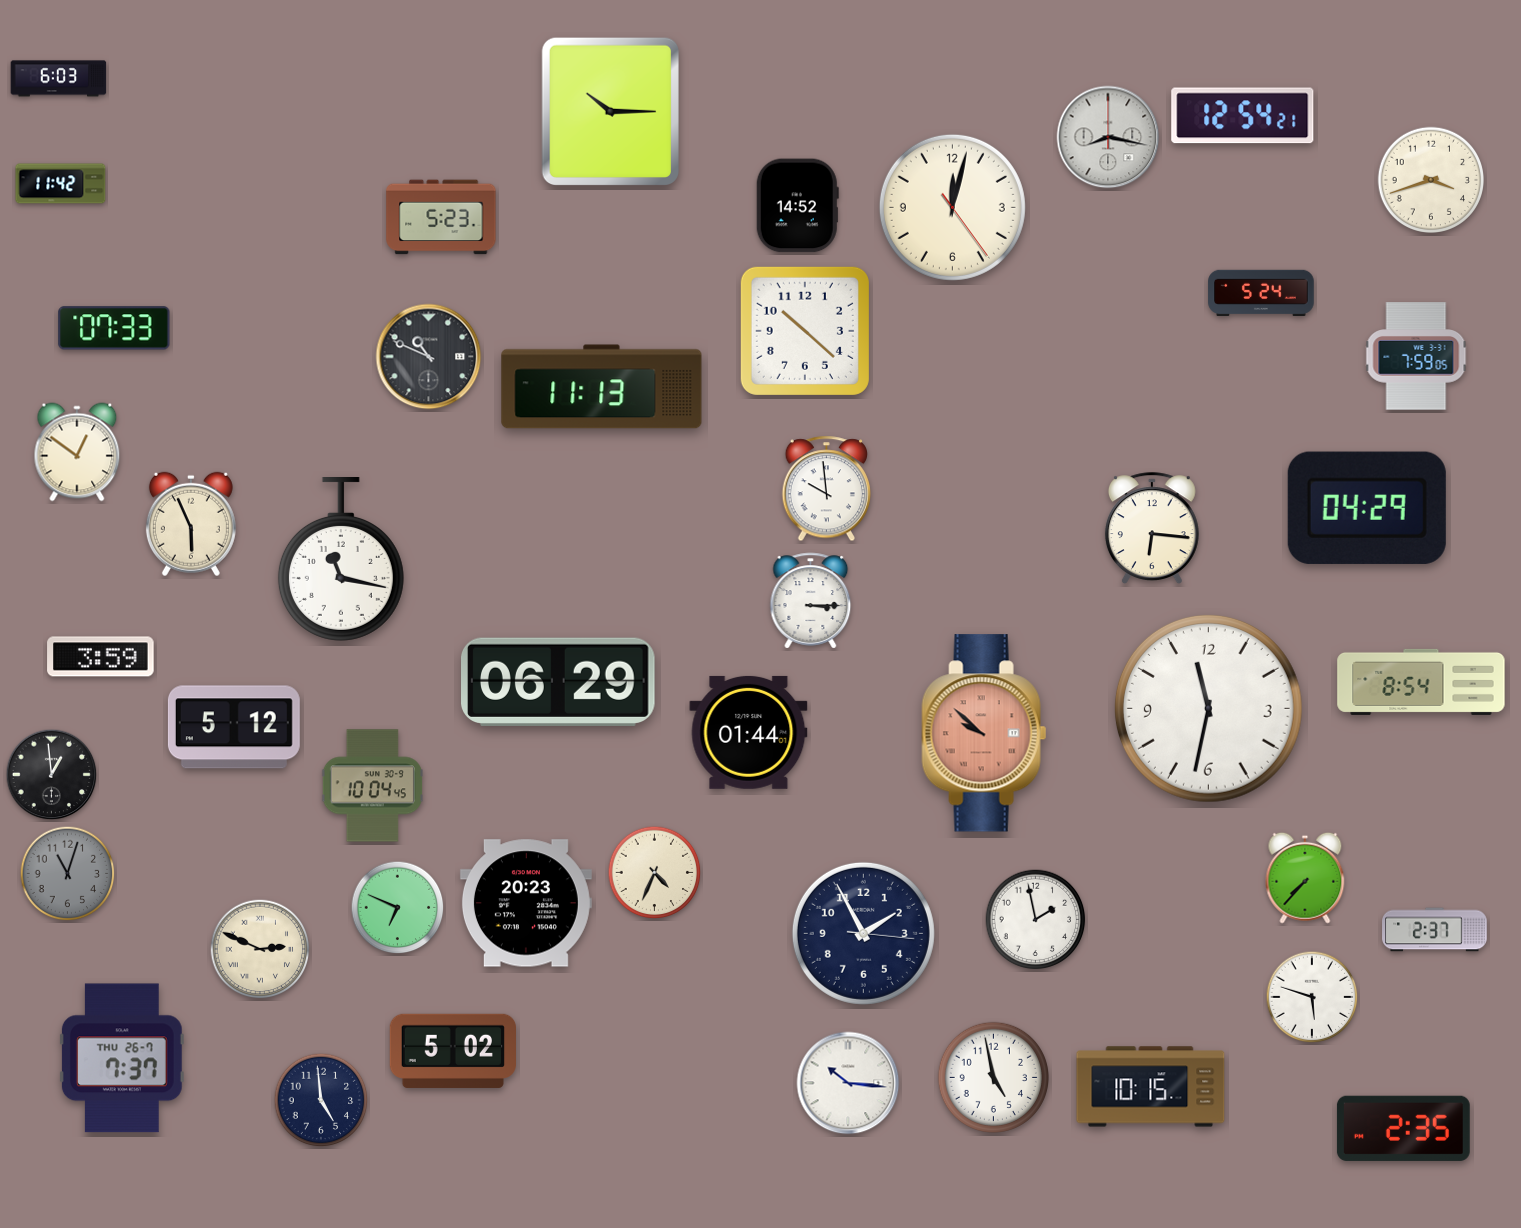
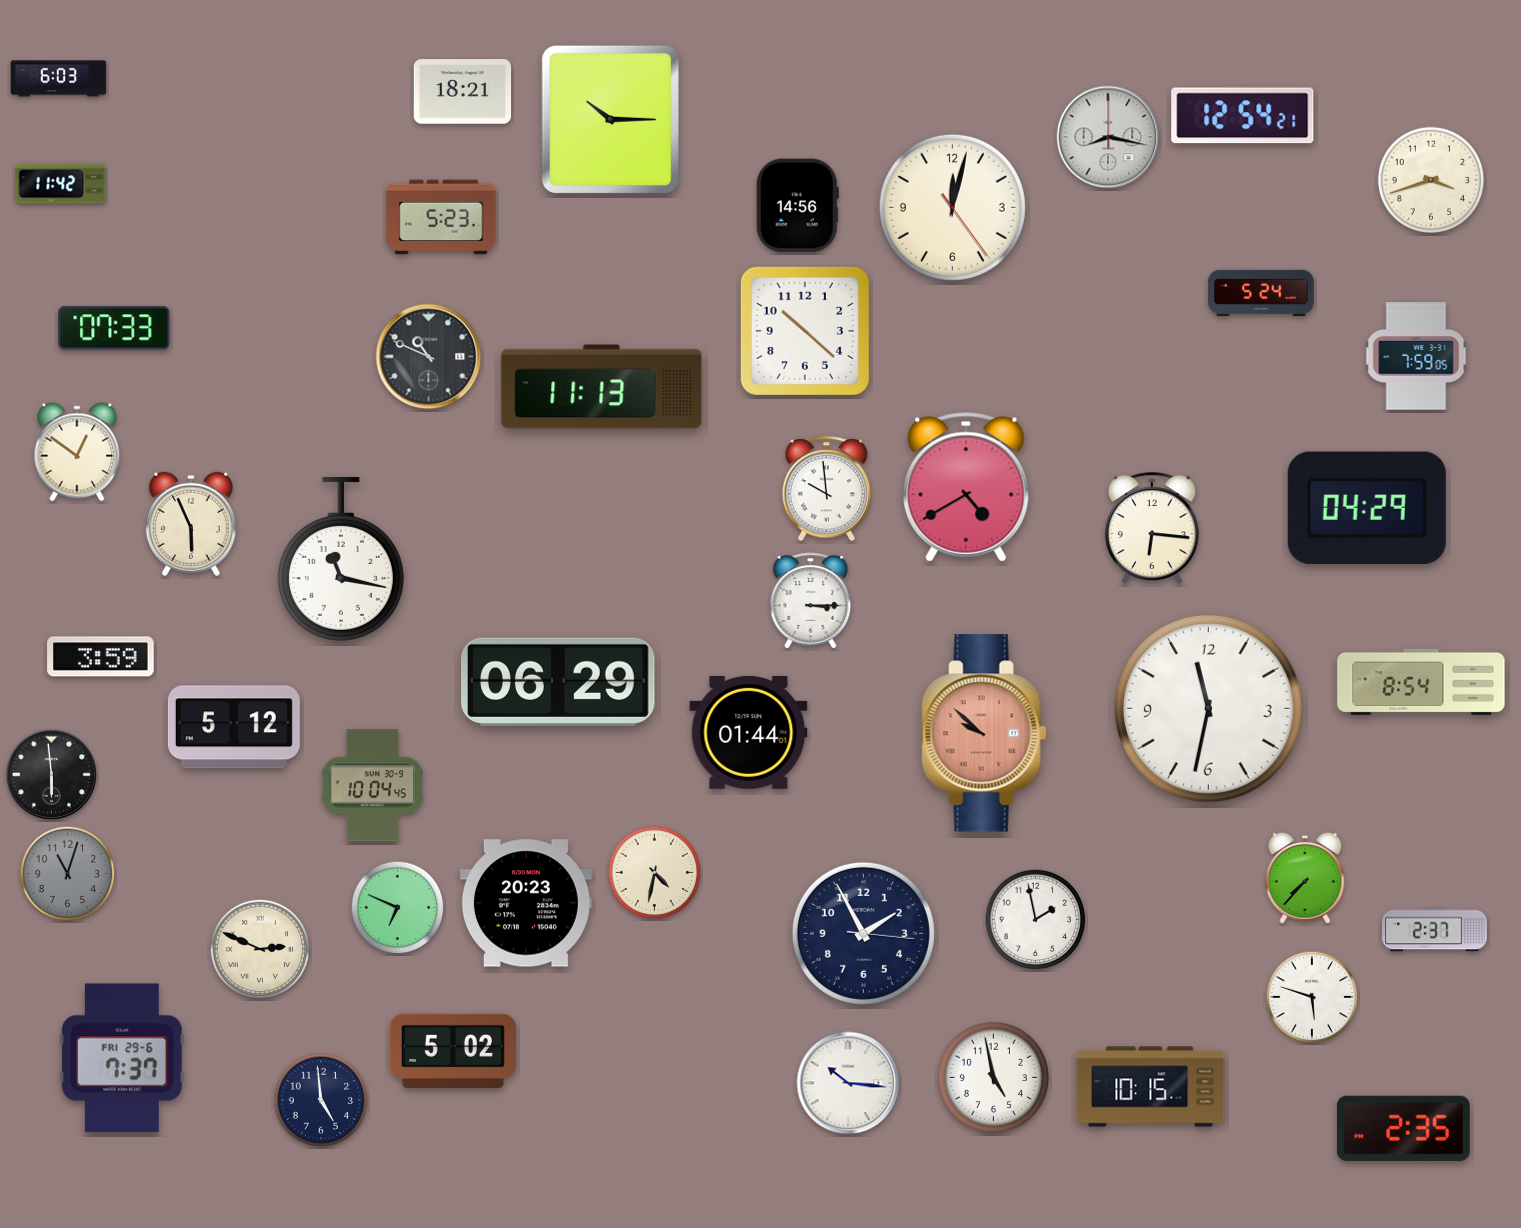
clock at (463, 92): none -> 18:21
clock at (610, 111) position: (610, 111) -> (610, 119)
clock at (797, 206): 14:52 -> 14:56
clock at (966, 487): none -> 4:40
clock at (52, 775): 12:59 -> 5:59
clock at (655, 873): 4:34 -> 4:32
clock at (122, 1058) date: THU 26-7 -> FRI 29-6
